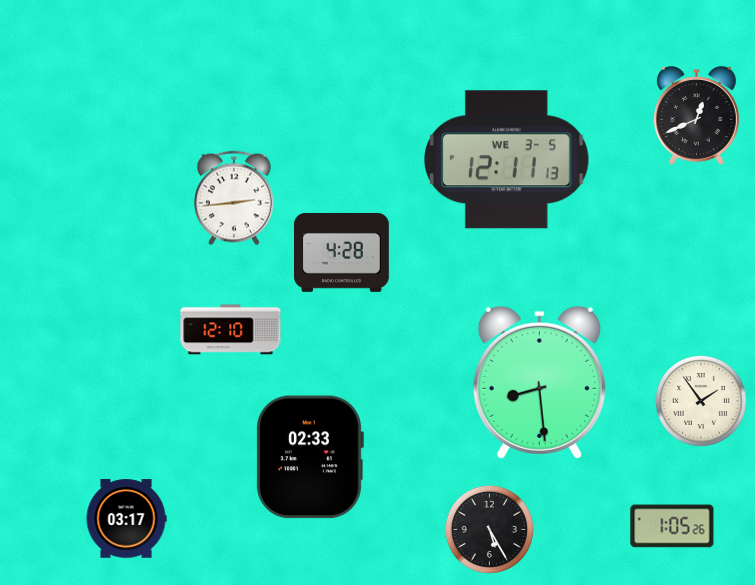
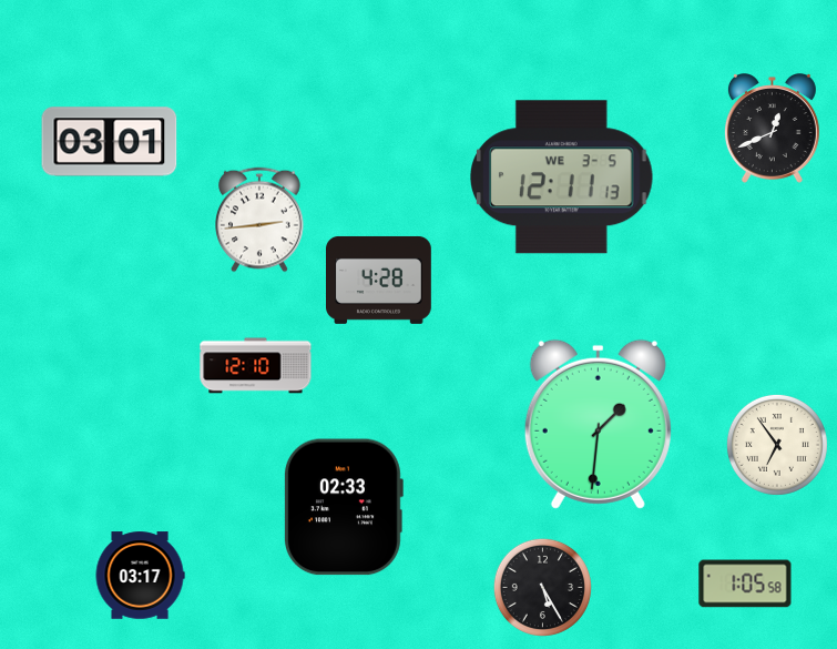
clock at (110, 142): none -> 03:01
clock at (539, 382): 8:29 -> 1:31
clock at (701, 401): 1:54 -> 6:54
clock at (672, 526): 1:05:26 -> 1:05:58
